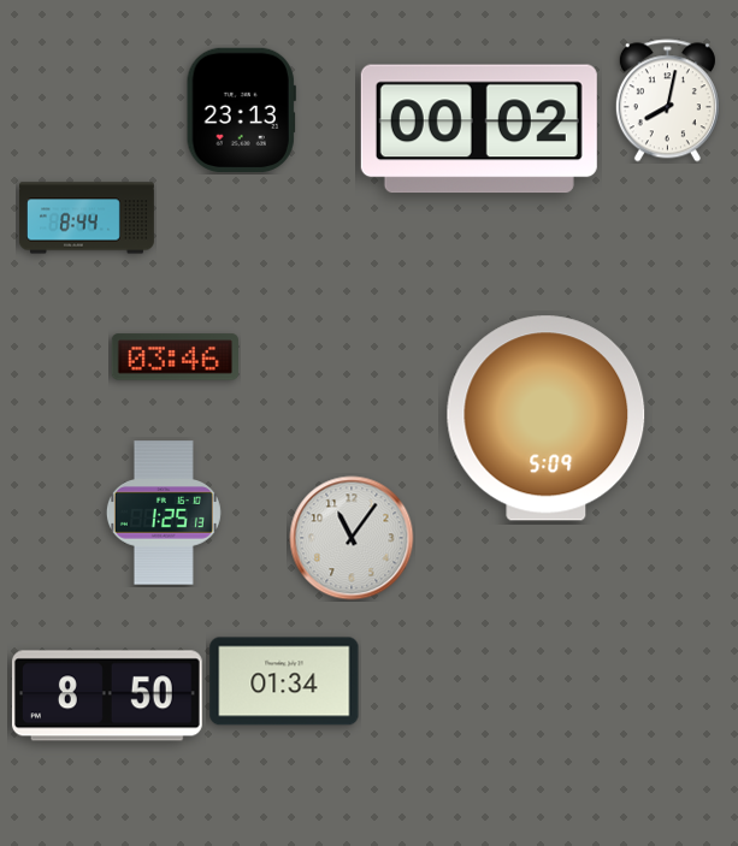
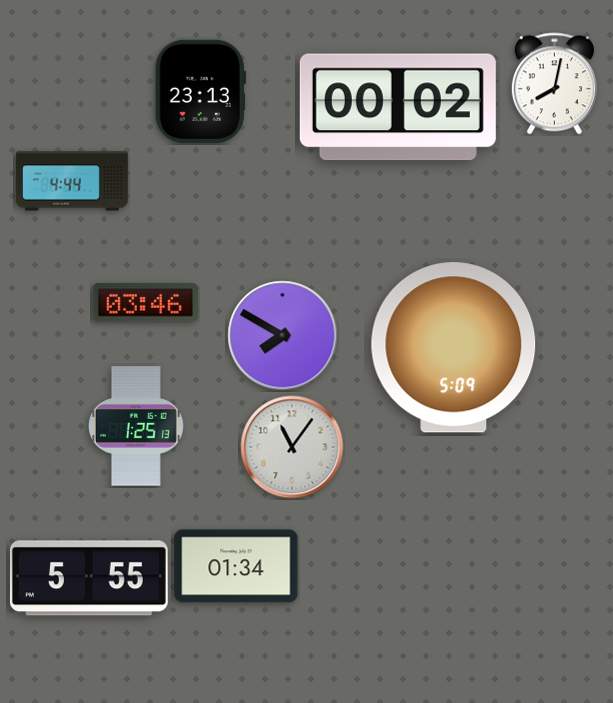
clock at (87, 218): 8:44 -> 4:44
clock at (175, 357) position: (175, 357) -> (145, 303)
clock at (283, 336): none -> 7:50
clock at (107, 696): 8:50 -> 5:55
